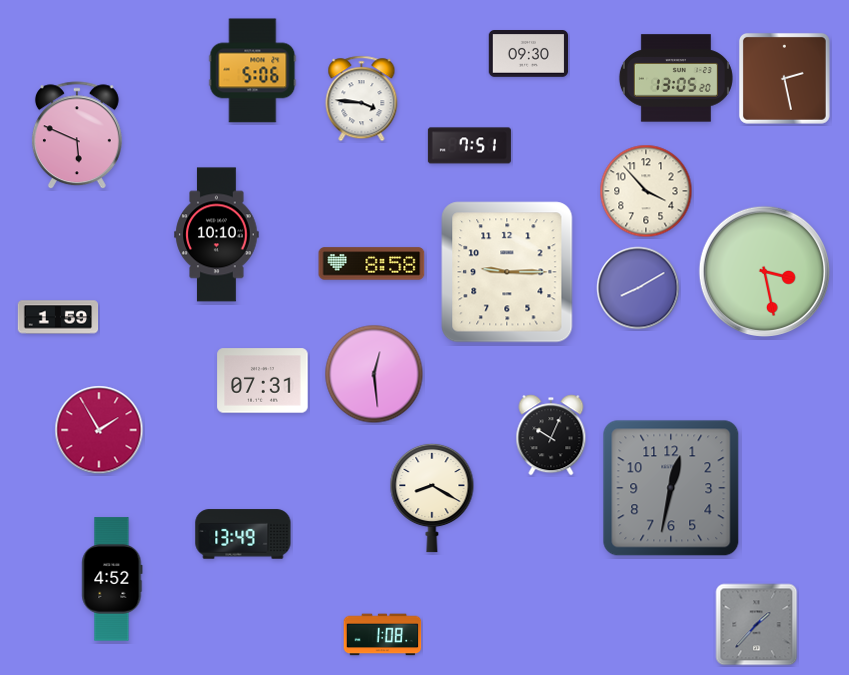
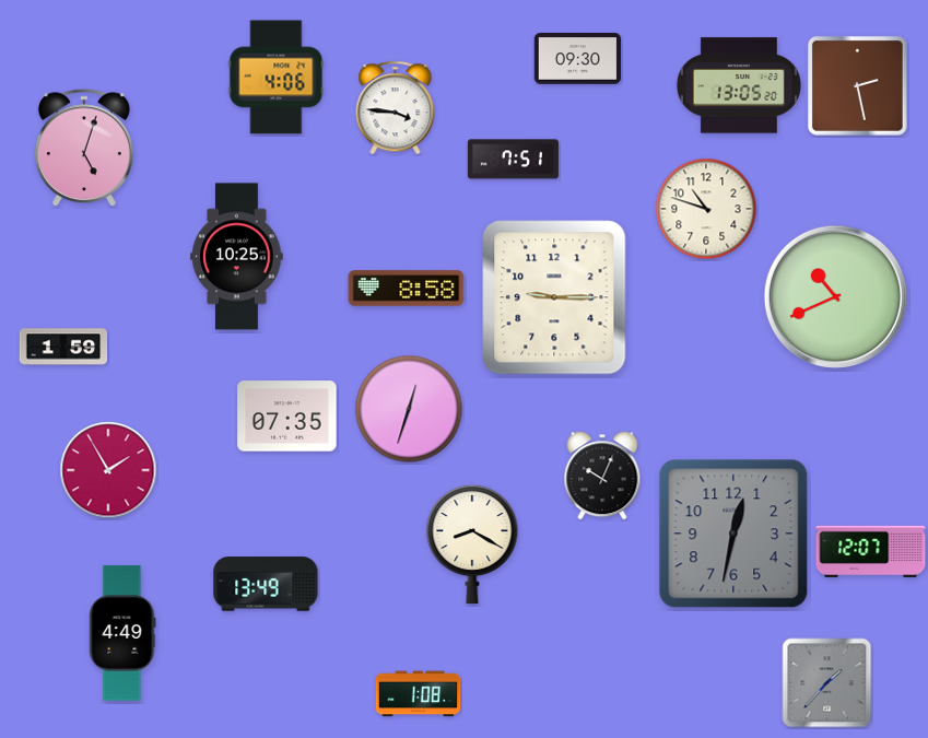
clock at (253, 71): 5:06 -> 4:06
clock at (77, 136): 5:49 -> 5:03
clock at (646, 191): 3:53 -> 10:48
clock at (217, 235): 10:10 -> 10:25
clock at (764, 271): 3:28 -> 10:41
clock at (638, 288): 8:10 -> none
clock at (374, 374): 12:29 -> 12:33
clock at (263, 381): 07:31 -> 07:35
clock at (871, 551): none -> 12:07
clock at (112, 579): 4:52 -> 4:49
